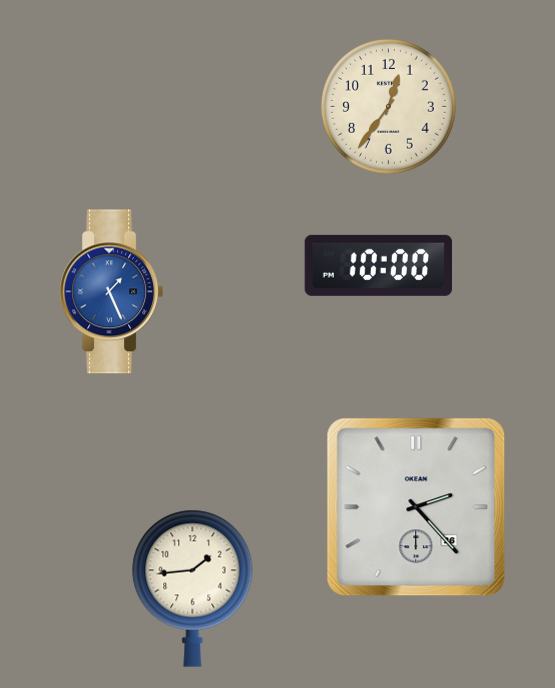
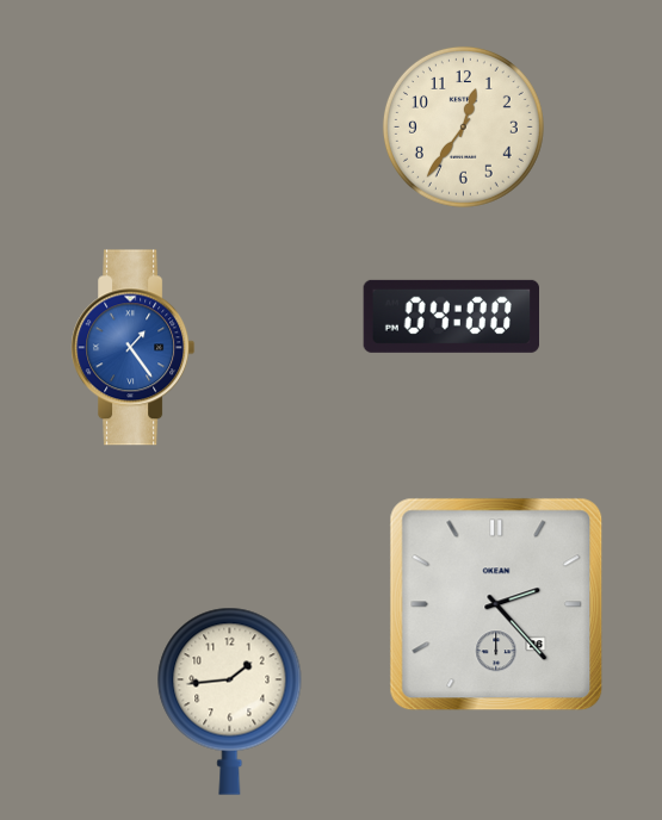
clock at (378, 265): 10:00 -> 04:00
clock at (112, 292): 1:26 -> 1:24
